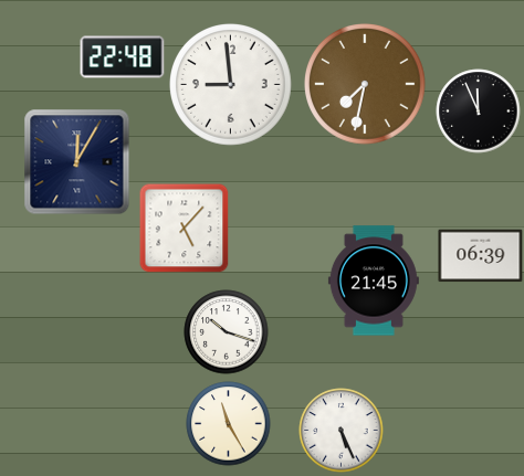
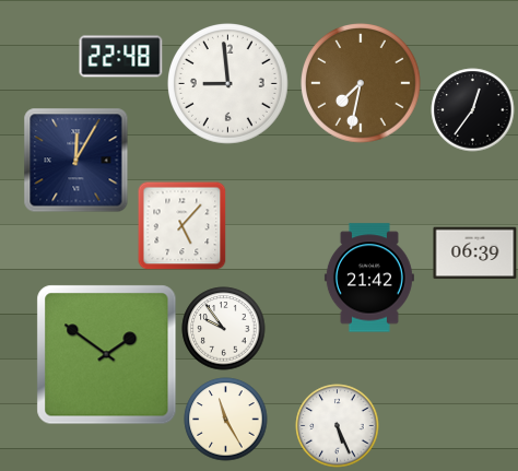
clock at (479, 112): 11:56 -> 12:36
clock at (374, 281): 21:45 -> 21:42
clock at (227, 332): 10:18 -> 9:54
clock at (107, 355): none -> 1:51
